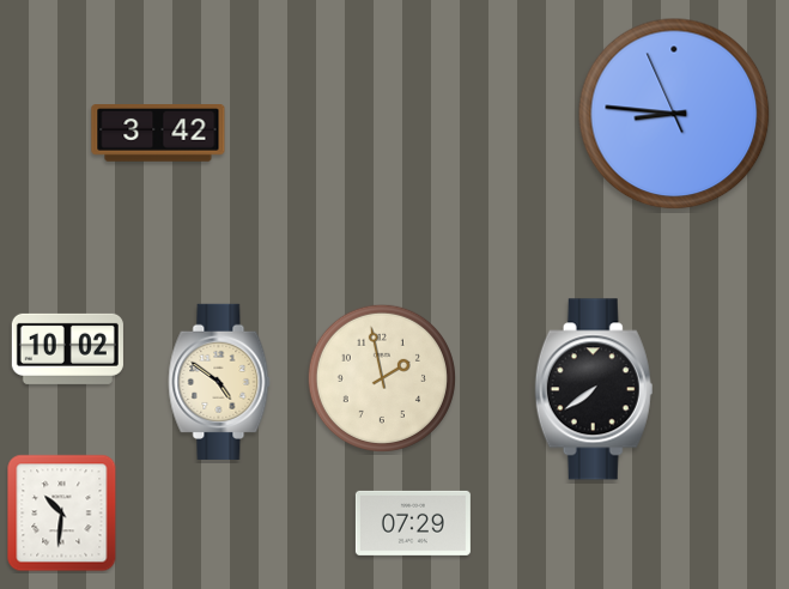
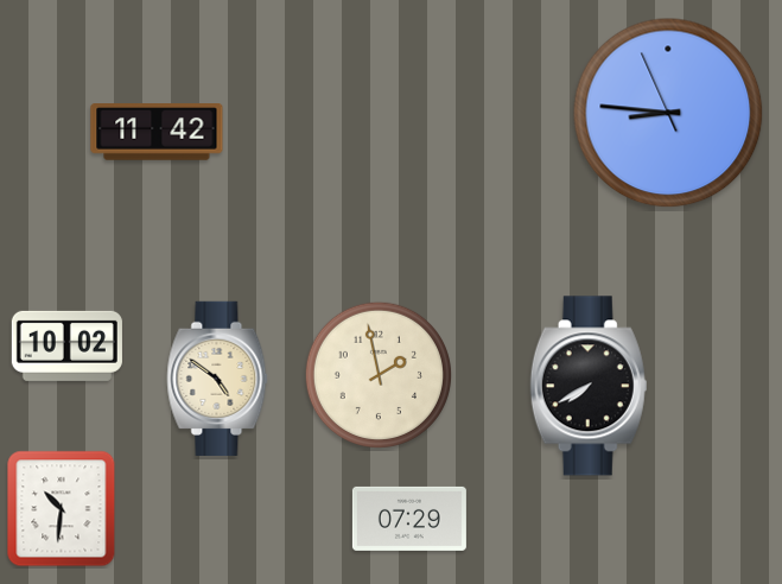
clock at (158, 133): 3:42 -> 11:42
clock at (594, 389): 7:39 -> 7:40
